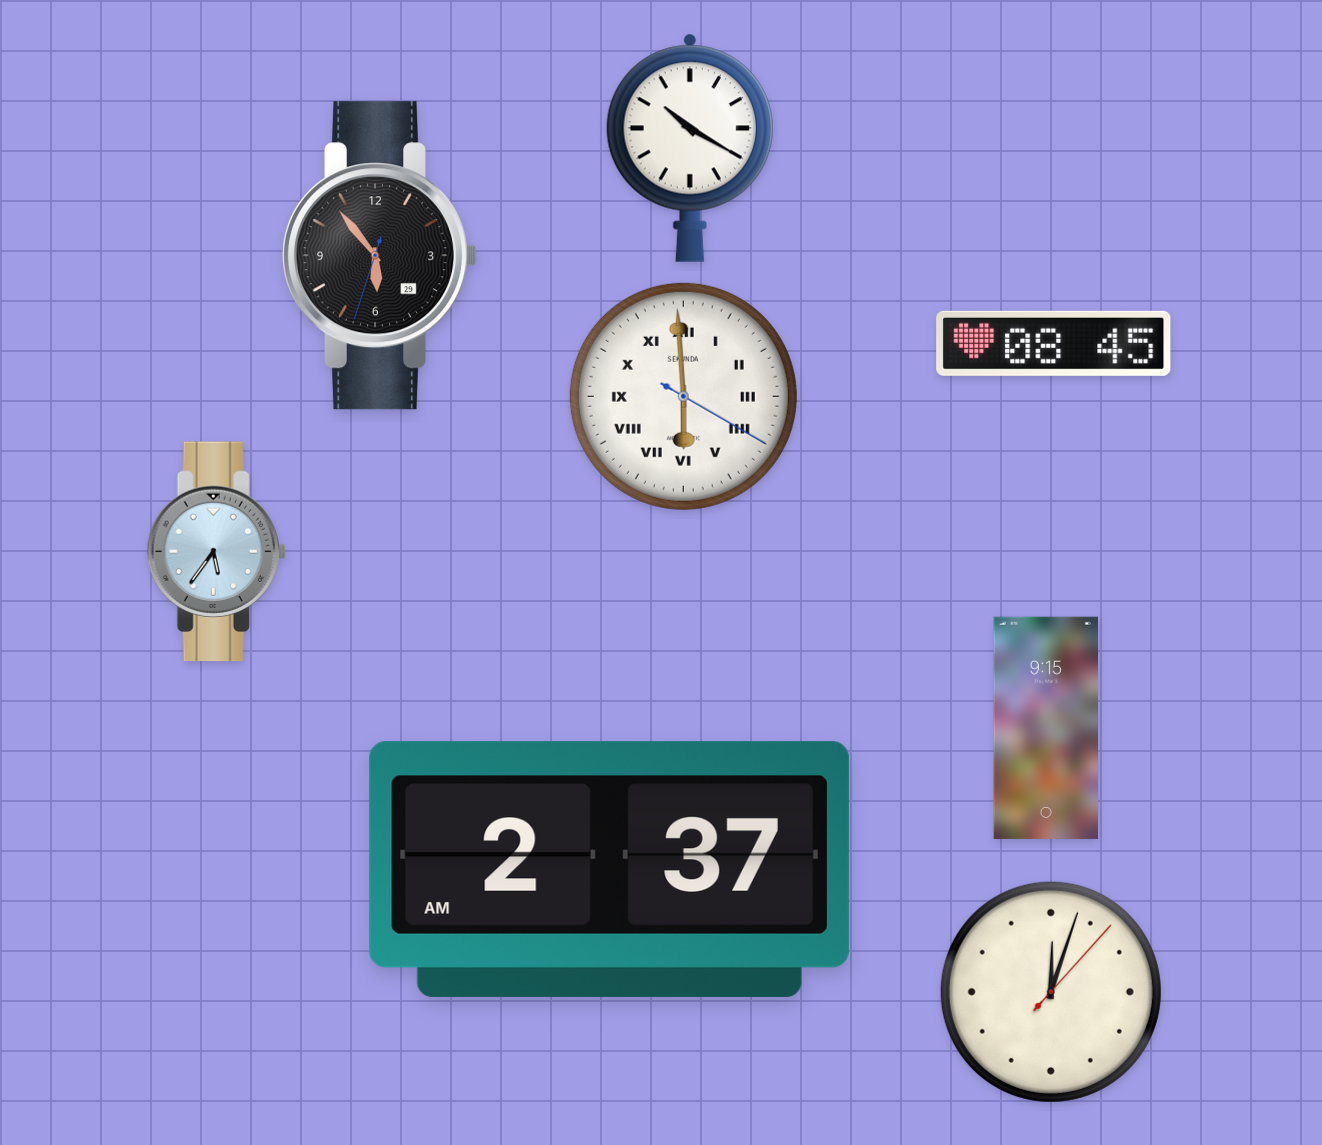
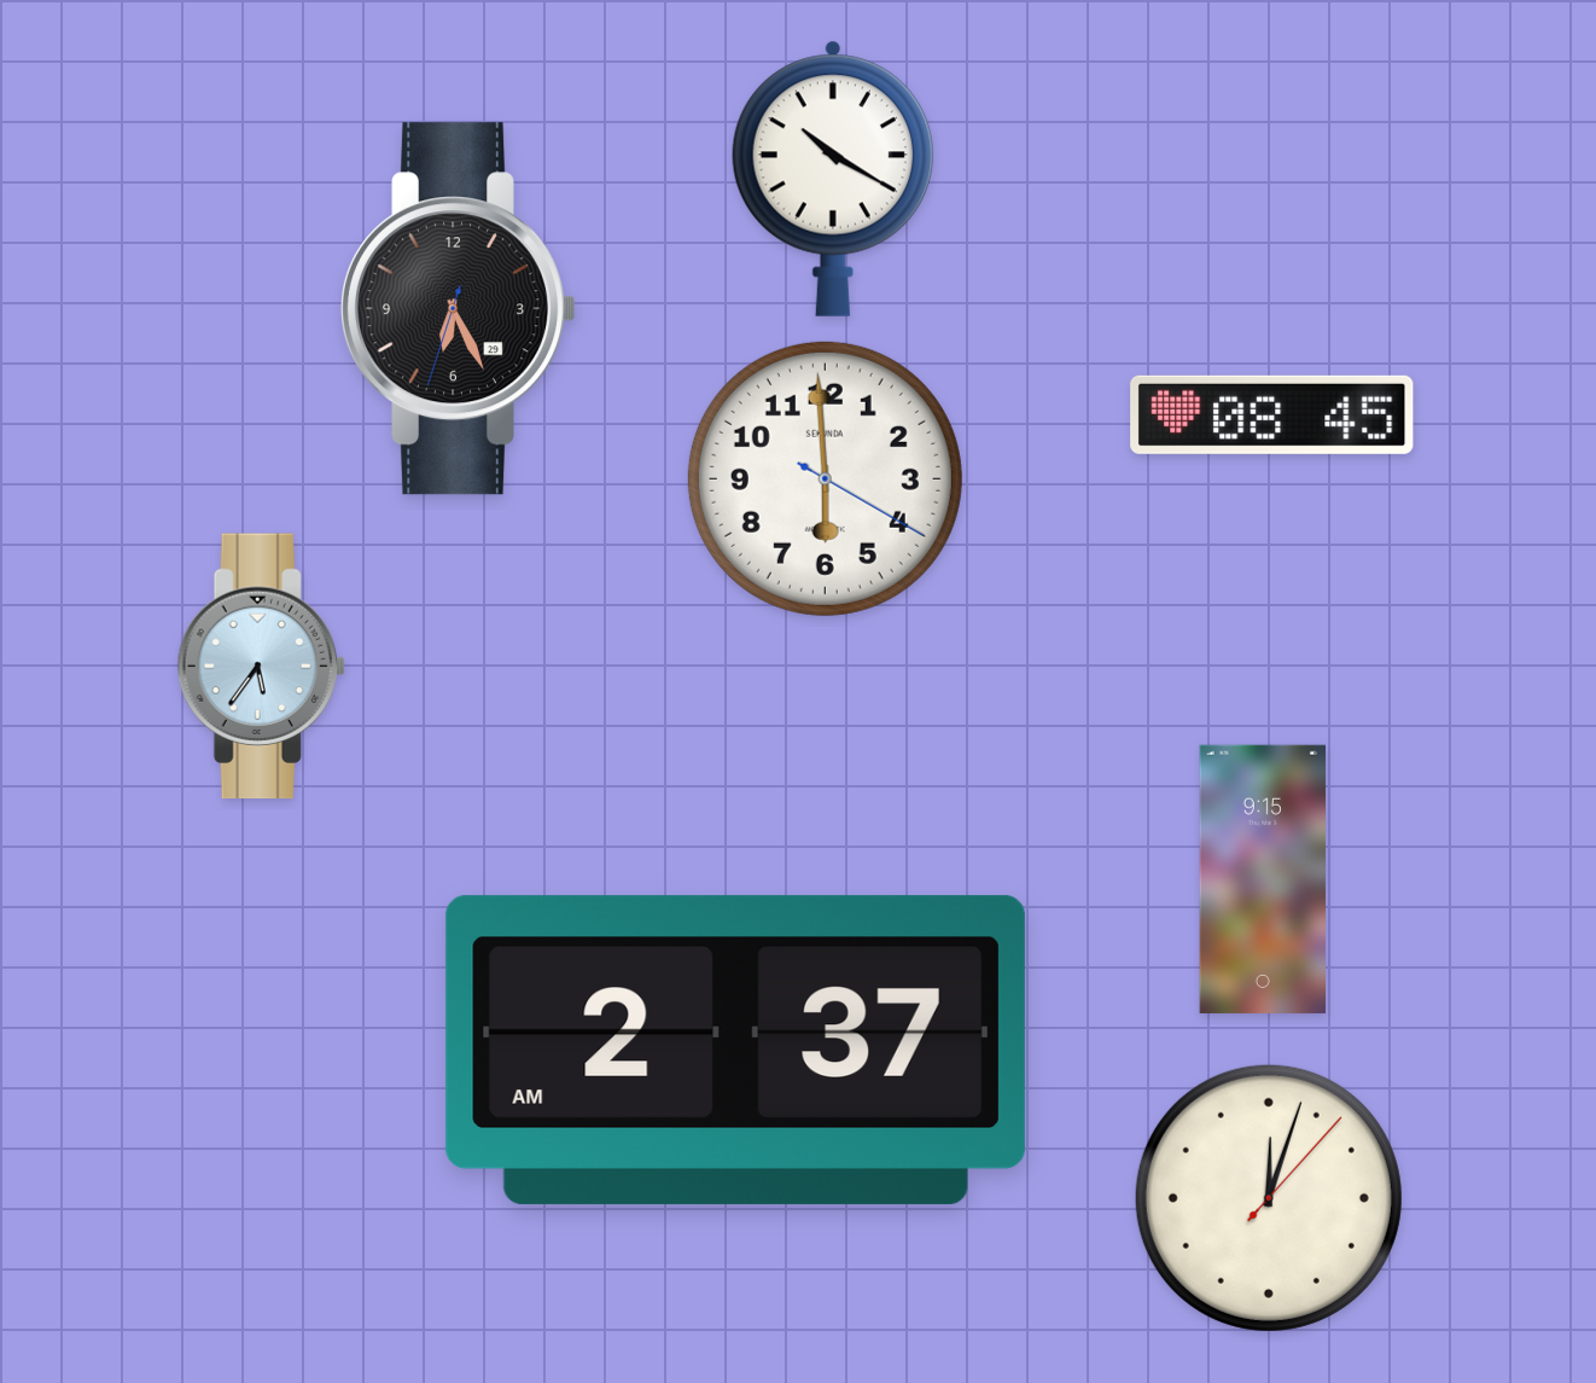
clock at (379, 256): 5:53 -> 6:25
clock at (683, 396) numerals: Roman -> Arabic
